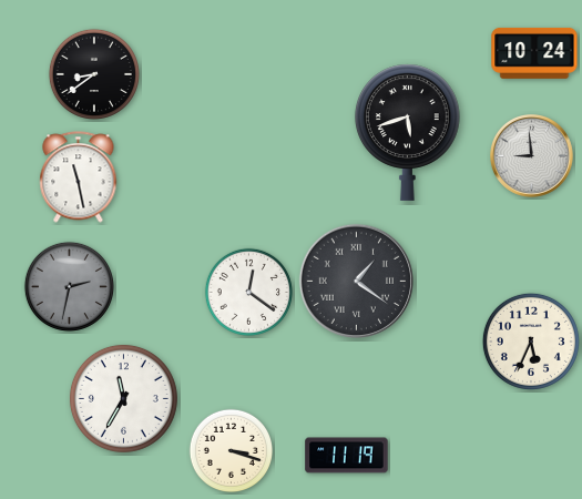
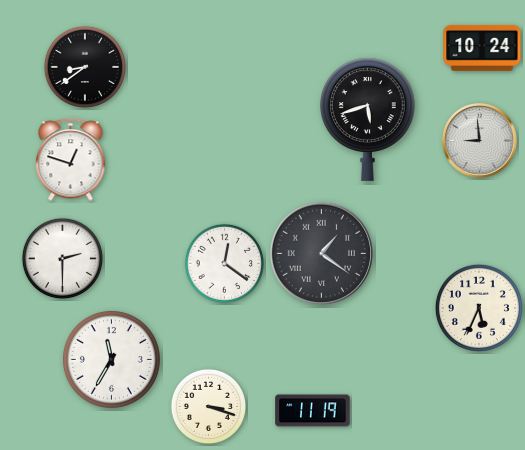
clock at (79, 177): 11:28 -> 12:48
clock at (69, 286): 2:32 -> 2:30
clock at (69, 286) dial: grey -> white
